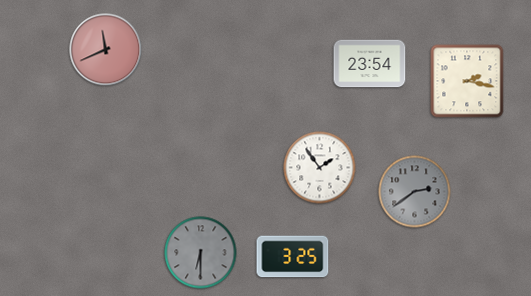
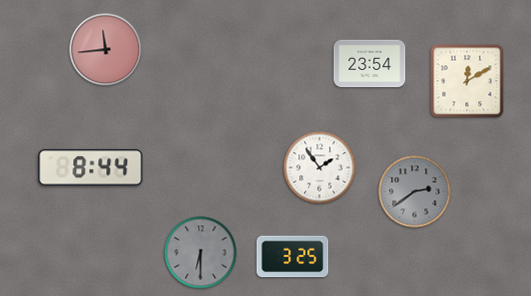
clock at (106, 50): 11:41 -> 11:44
clock at (467, 81): 2:17 -> 12:10
clock at (91, 168): none -> 8:44
